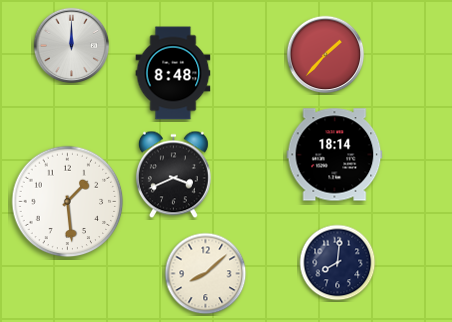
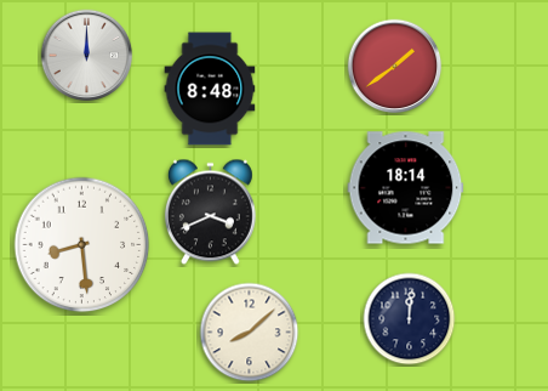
clock at (326, 55): 1:37 -> 1:39
clock at (68, 202): 1:29 -> 8:29
clock at (338, 263): 8:01 -> 12:01
